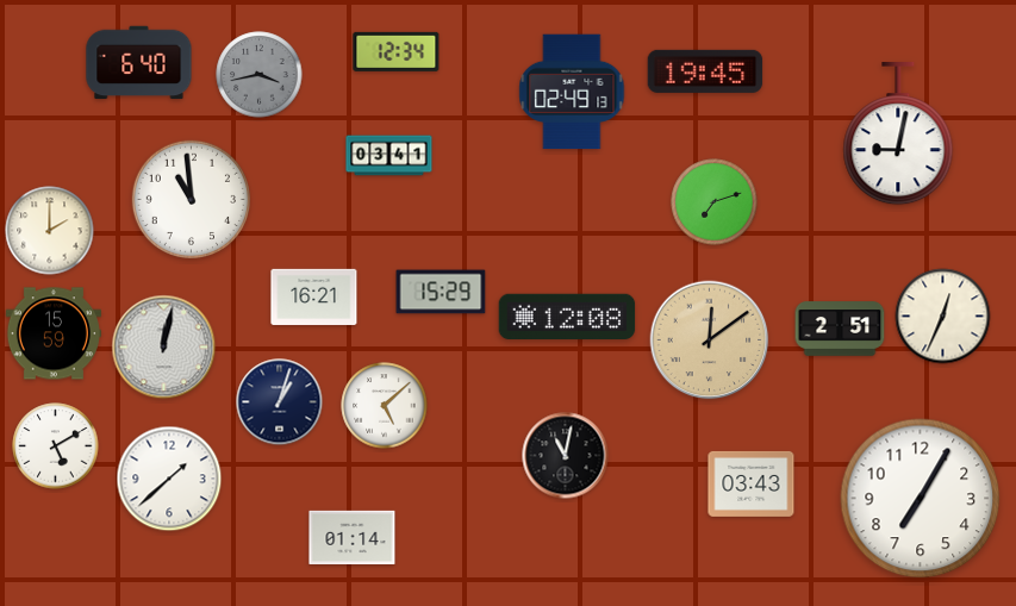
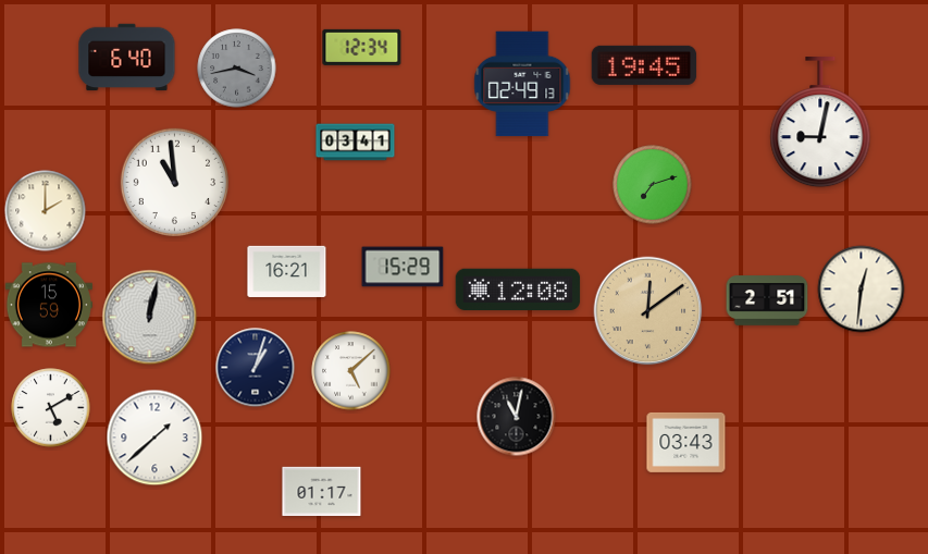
clock at (943, 317): 12:34 -> 12:31
clock at (921, 499): 7:05 -> none
clock at (353, 537): 01:14 -> 01:17
